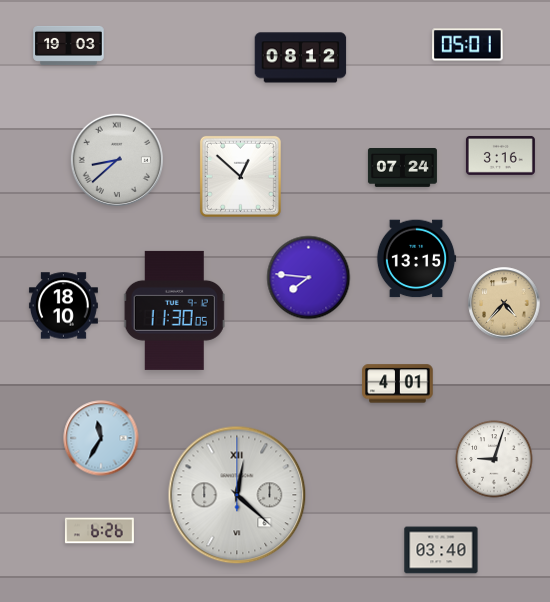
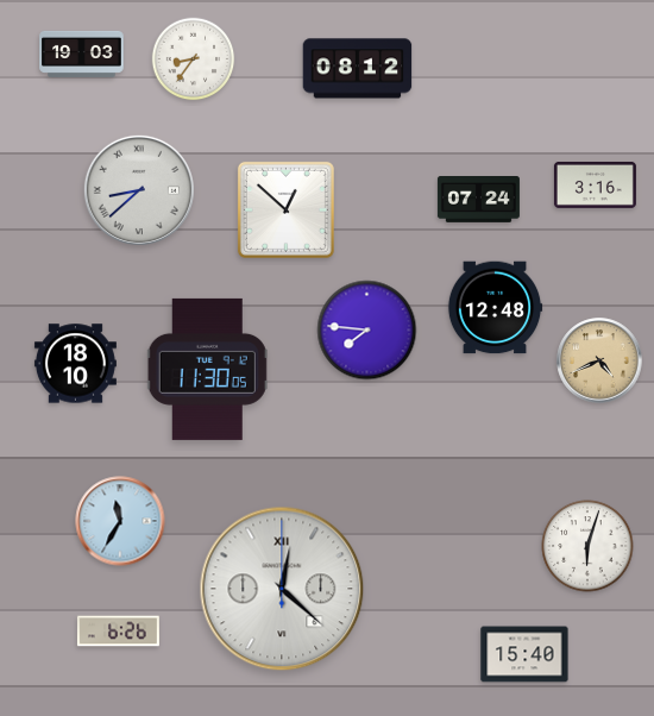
clock at (468, 45): 05:01 -> none
clock at (194, 59): none -> 8:36
clock at (416, 259): 13:15 -> 12:48
clock at (504, 303): 4:37 -> 4:41
clock at (398, 384): 4:01 -> none
clock at (494, 459): 9:03 -> 6:03
clock at (441, 550): 03:40 -> 15:40
